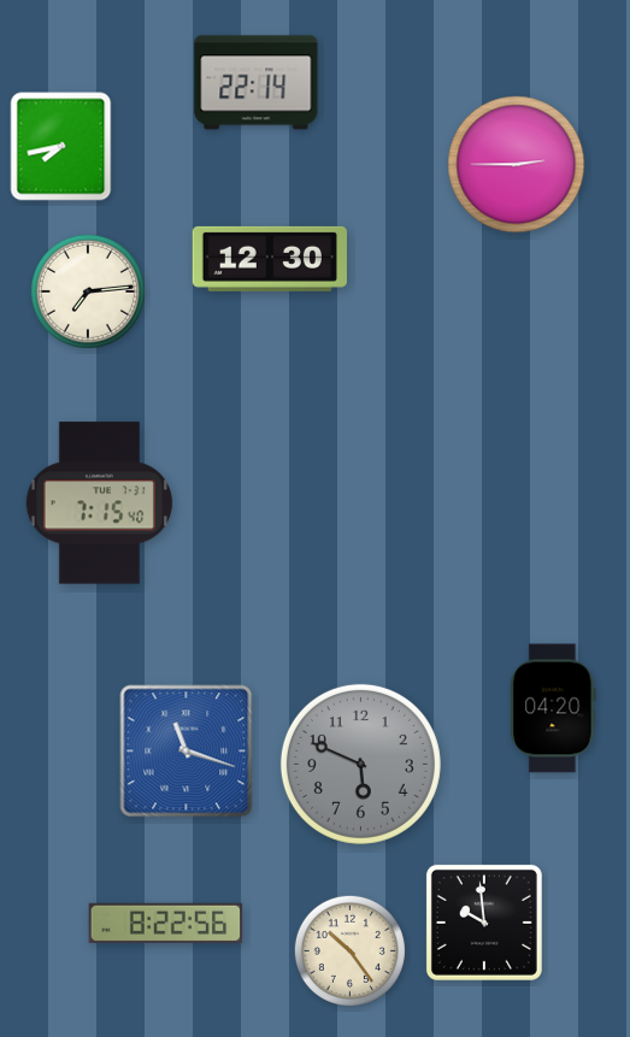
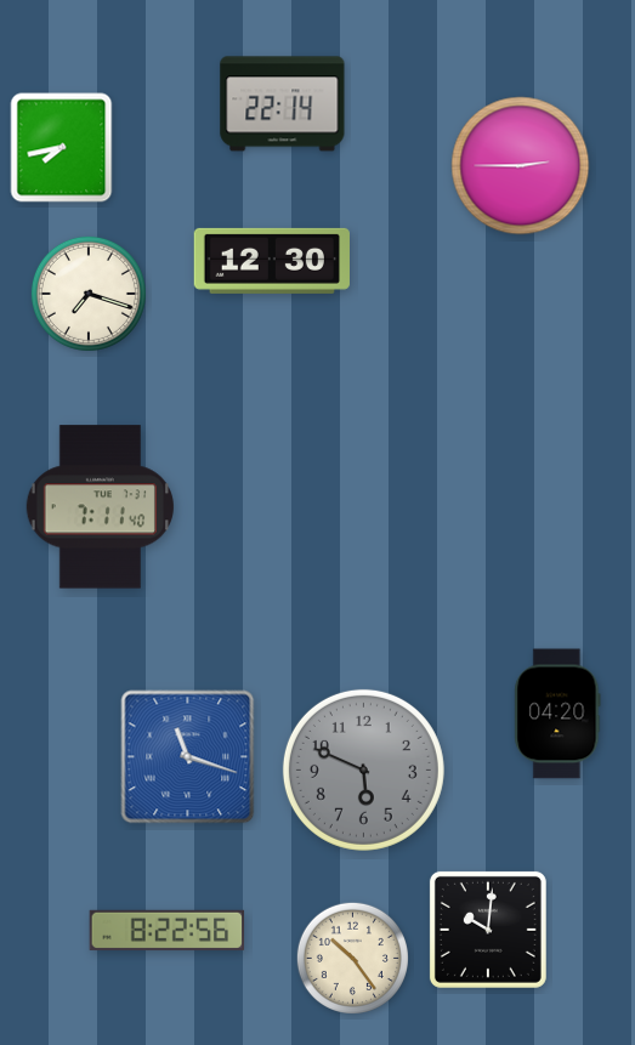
clock at (257, 83) position: (257, 83) -> (283, 104)
clock at (88, 291): 7:14 -> 7:18
clock at (99, 503): 7:15 -> 7:11
clock at (484, 923): 9:59 -> 10:01
